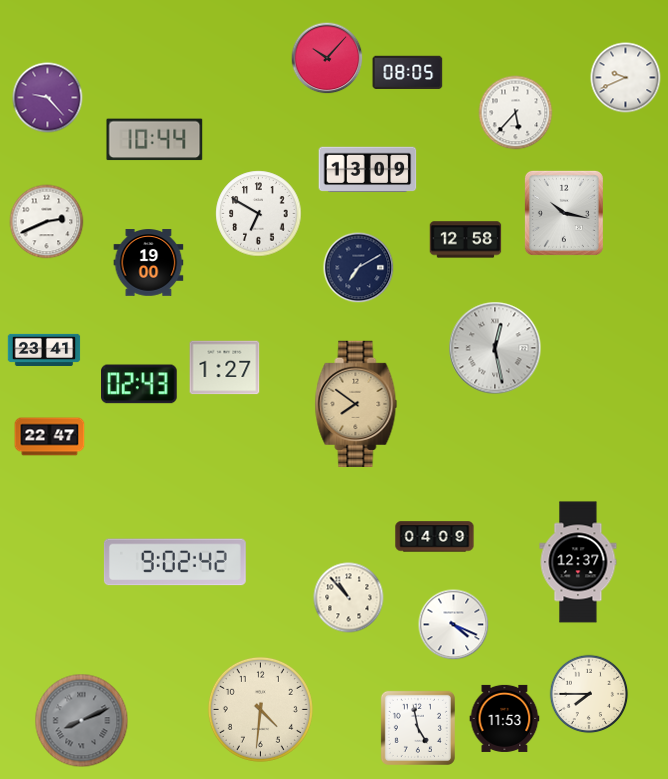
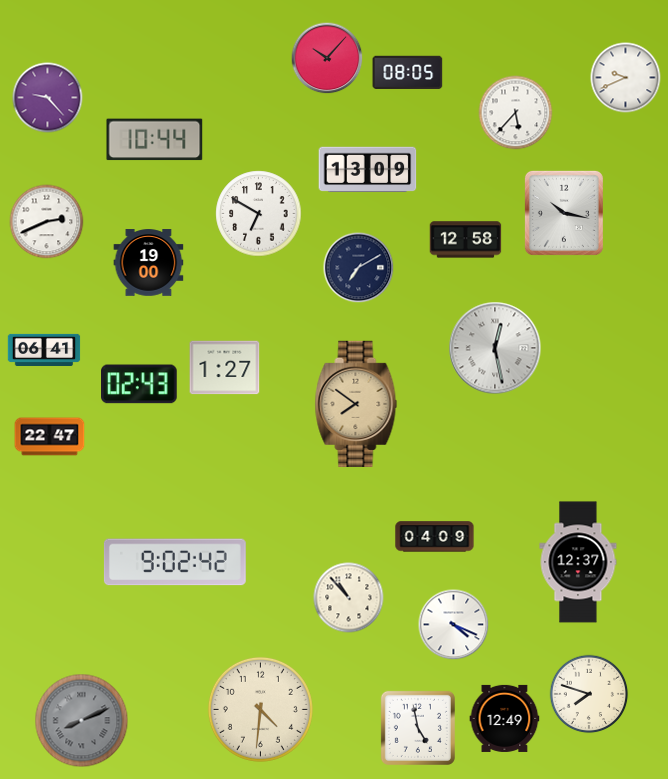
clock at (44, 349): 23:41 -> 06:41
clock at (589, 694): 7:45 -> 7:48
clock at (505, 718): 11:53 -> 12:49
